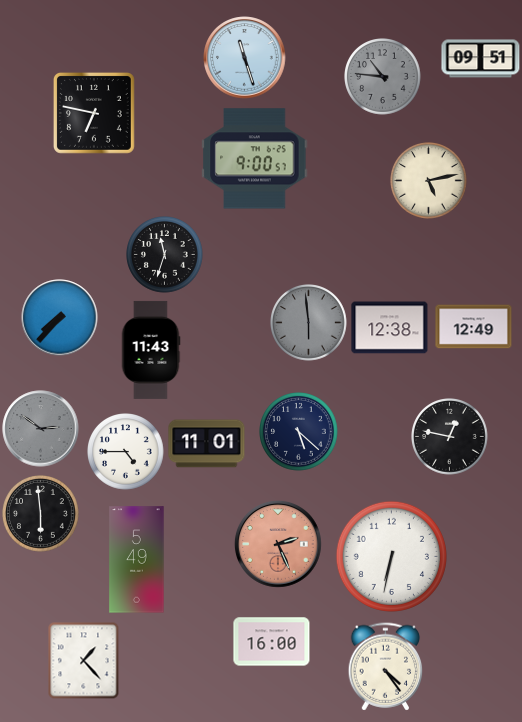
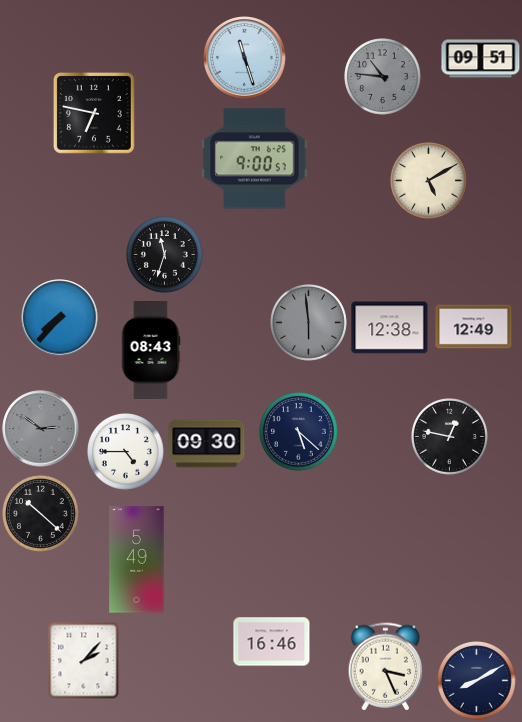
clock at (429, 181): 5:13 -> 5:10
clock at (151, 350): 11:43 -> 08:43
clock at (207, 444): 11:01 -> 09:30
clock at (41, 514): 5:59 -> 10:22
clock at (278, 544): 2:26 -> none
clock at (391, 556): 6:32 -> none
clock at (272, 642): 16:00 -> 16:46
clock at (84, 660): 1:23 -> 2:07
clock at (386, 667): 4:24 -> 3:26
clock at (477, 681): none -> 8:10
